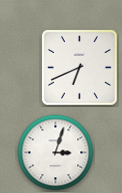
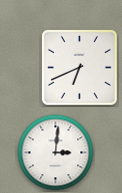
clock at (56, 153): 3:03 -> 3:01
